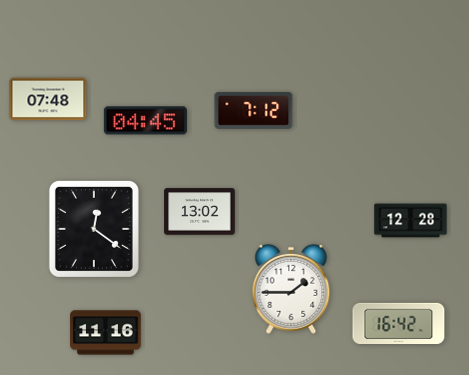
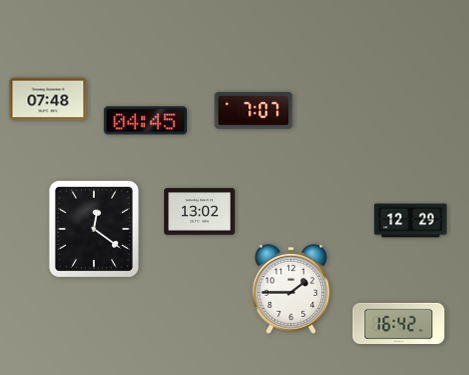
clock at (254, 110): 7:12 -> 7:07
clock at (411, 221): 12:28 -> 12:29
clock at (106, 333): 11:16 -> none
